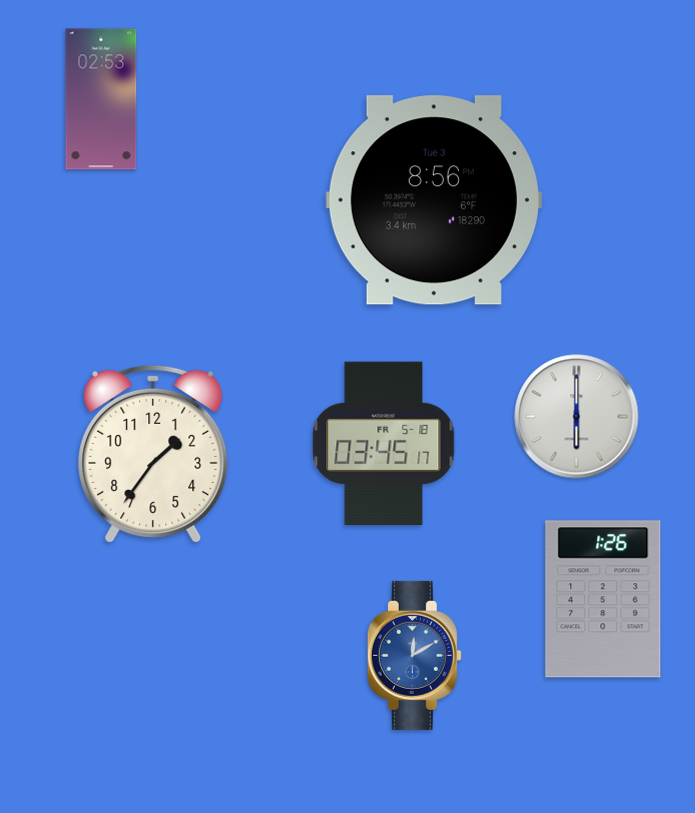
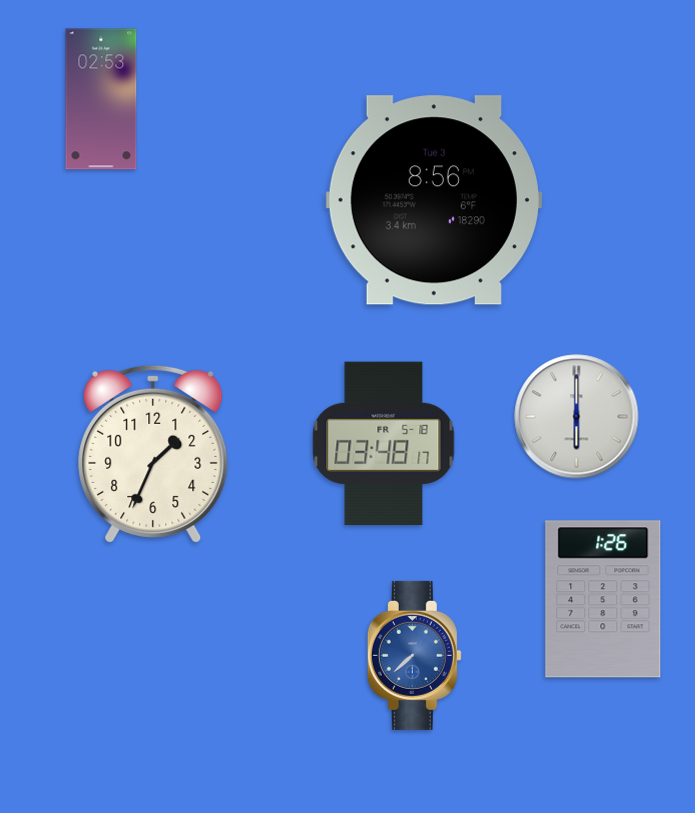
clock at (384, 443): 03:45 -> 03:48
clock at (153, 454): 1:36 -> 1:34
clock at (414, 655): 12:10 -> 7:38
